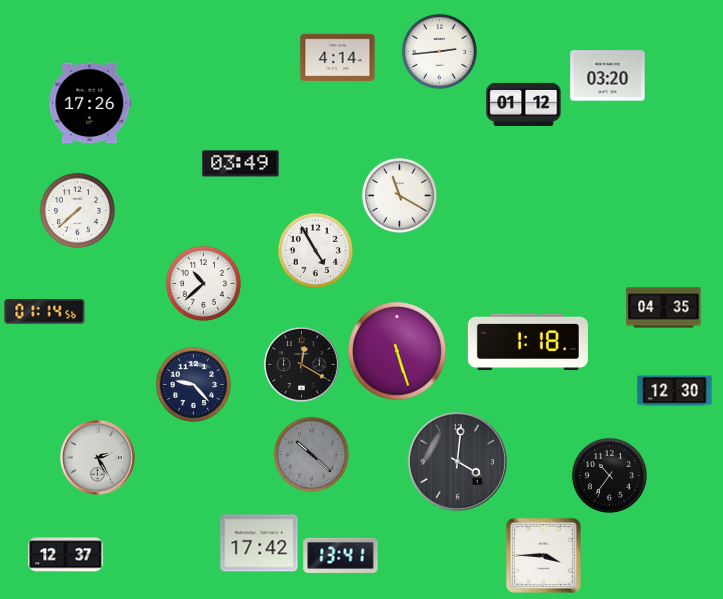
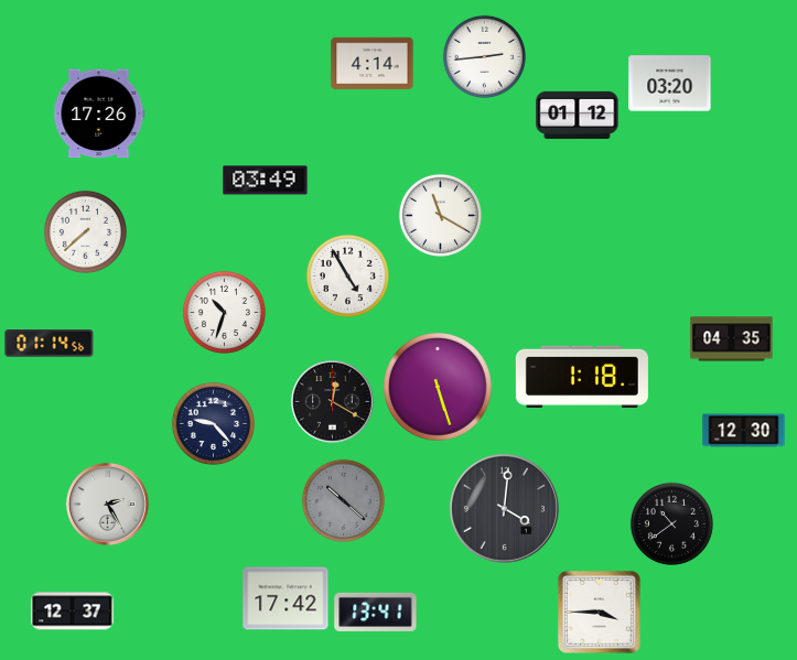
clock at (203, 283): 10:38 -> 10:33
clock at (609, 475): 10:36 -> 10:39
